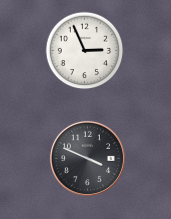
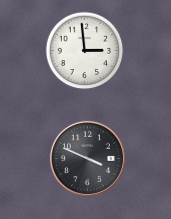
clock at (85, 51): 2:56 -> 2:59
